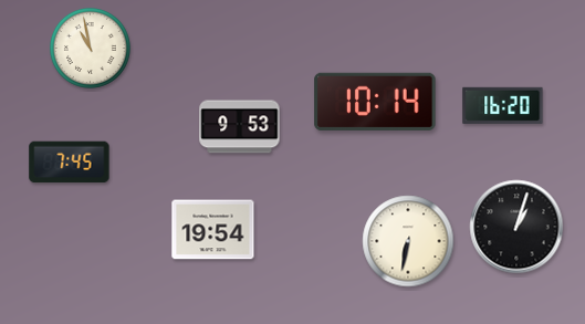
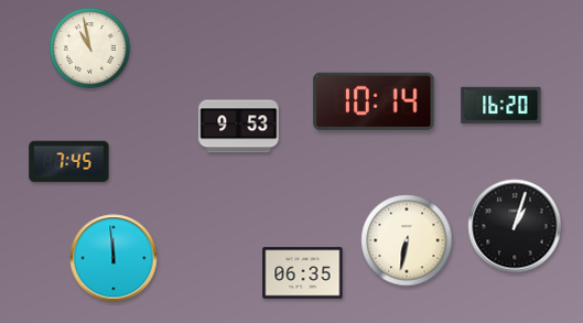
clock at (213, 230): 19:54 -> none
clock at (114, 258): none -> 11:59
clock at (303, 273): none -> 06:35
